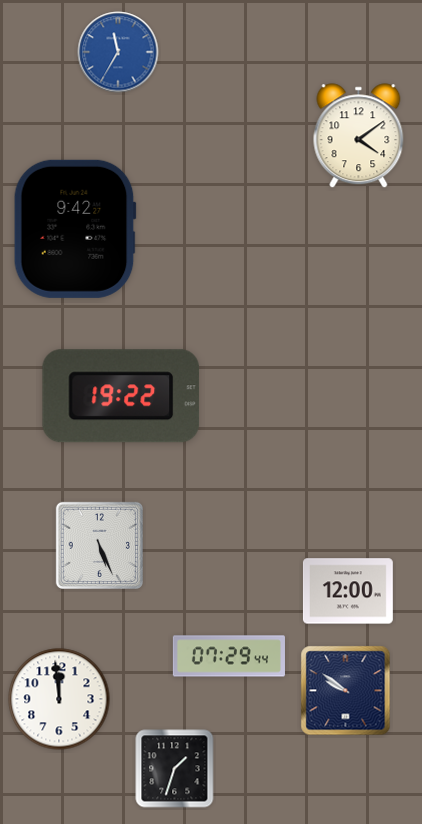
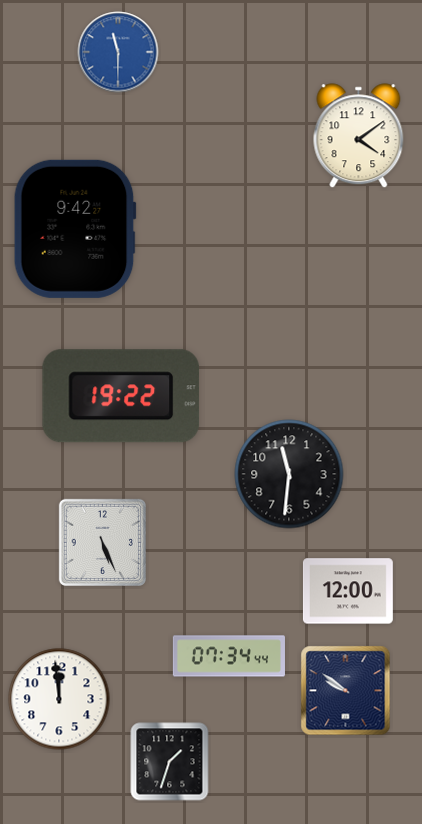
clock at (118, 52): 11:35 -> 11:30
clock at (289, 474): none -> 11:31
clock at (99, 545) position: (99, 545) -> (102, 542)
clock at (229, 656): 07:29 -> 07:34
clock at (175, 769) position: (175, 769) -> (170, 762)
